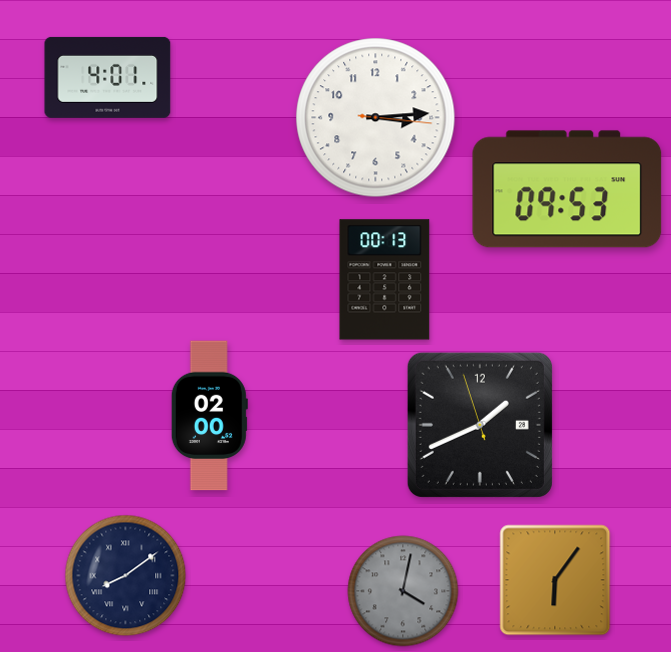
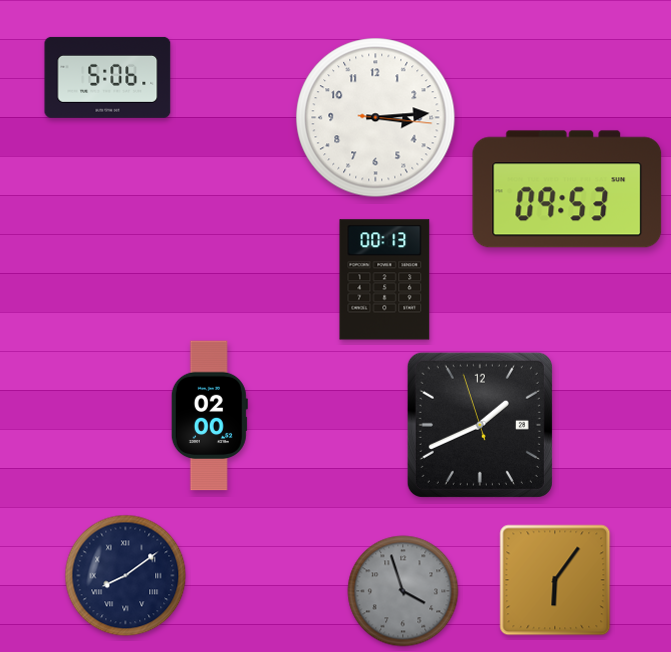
clock at (108, 77): 4:01 -> 5:06
clock at (403, 591): 4:02 -> 3:57
